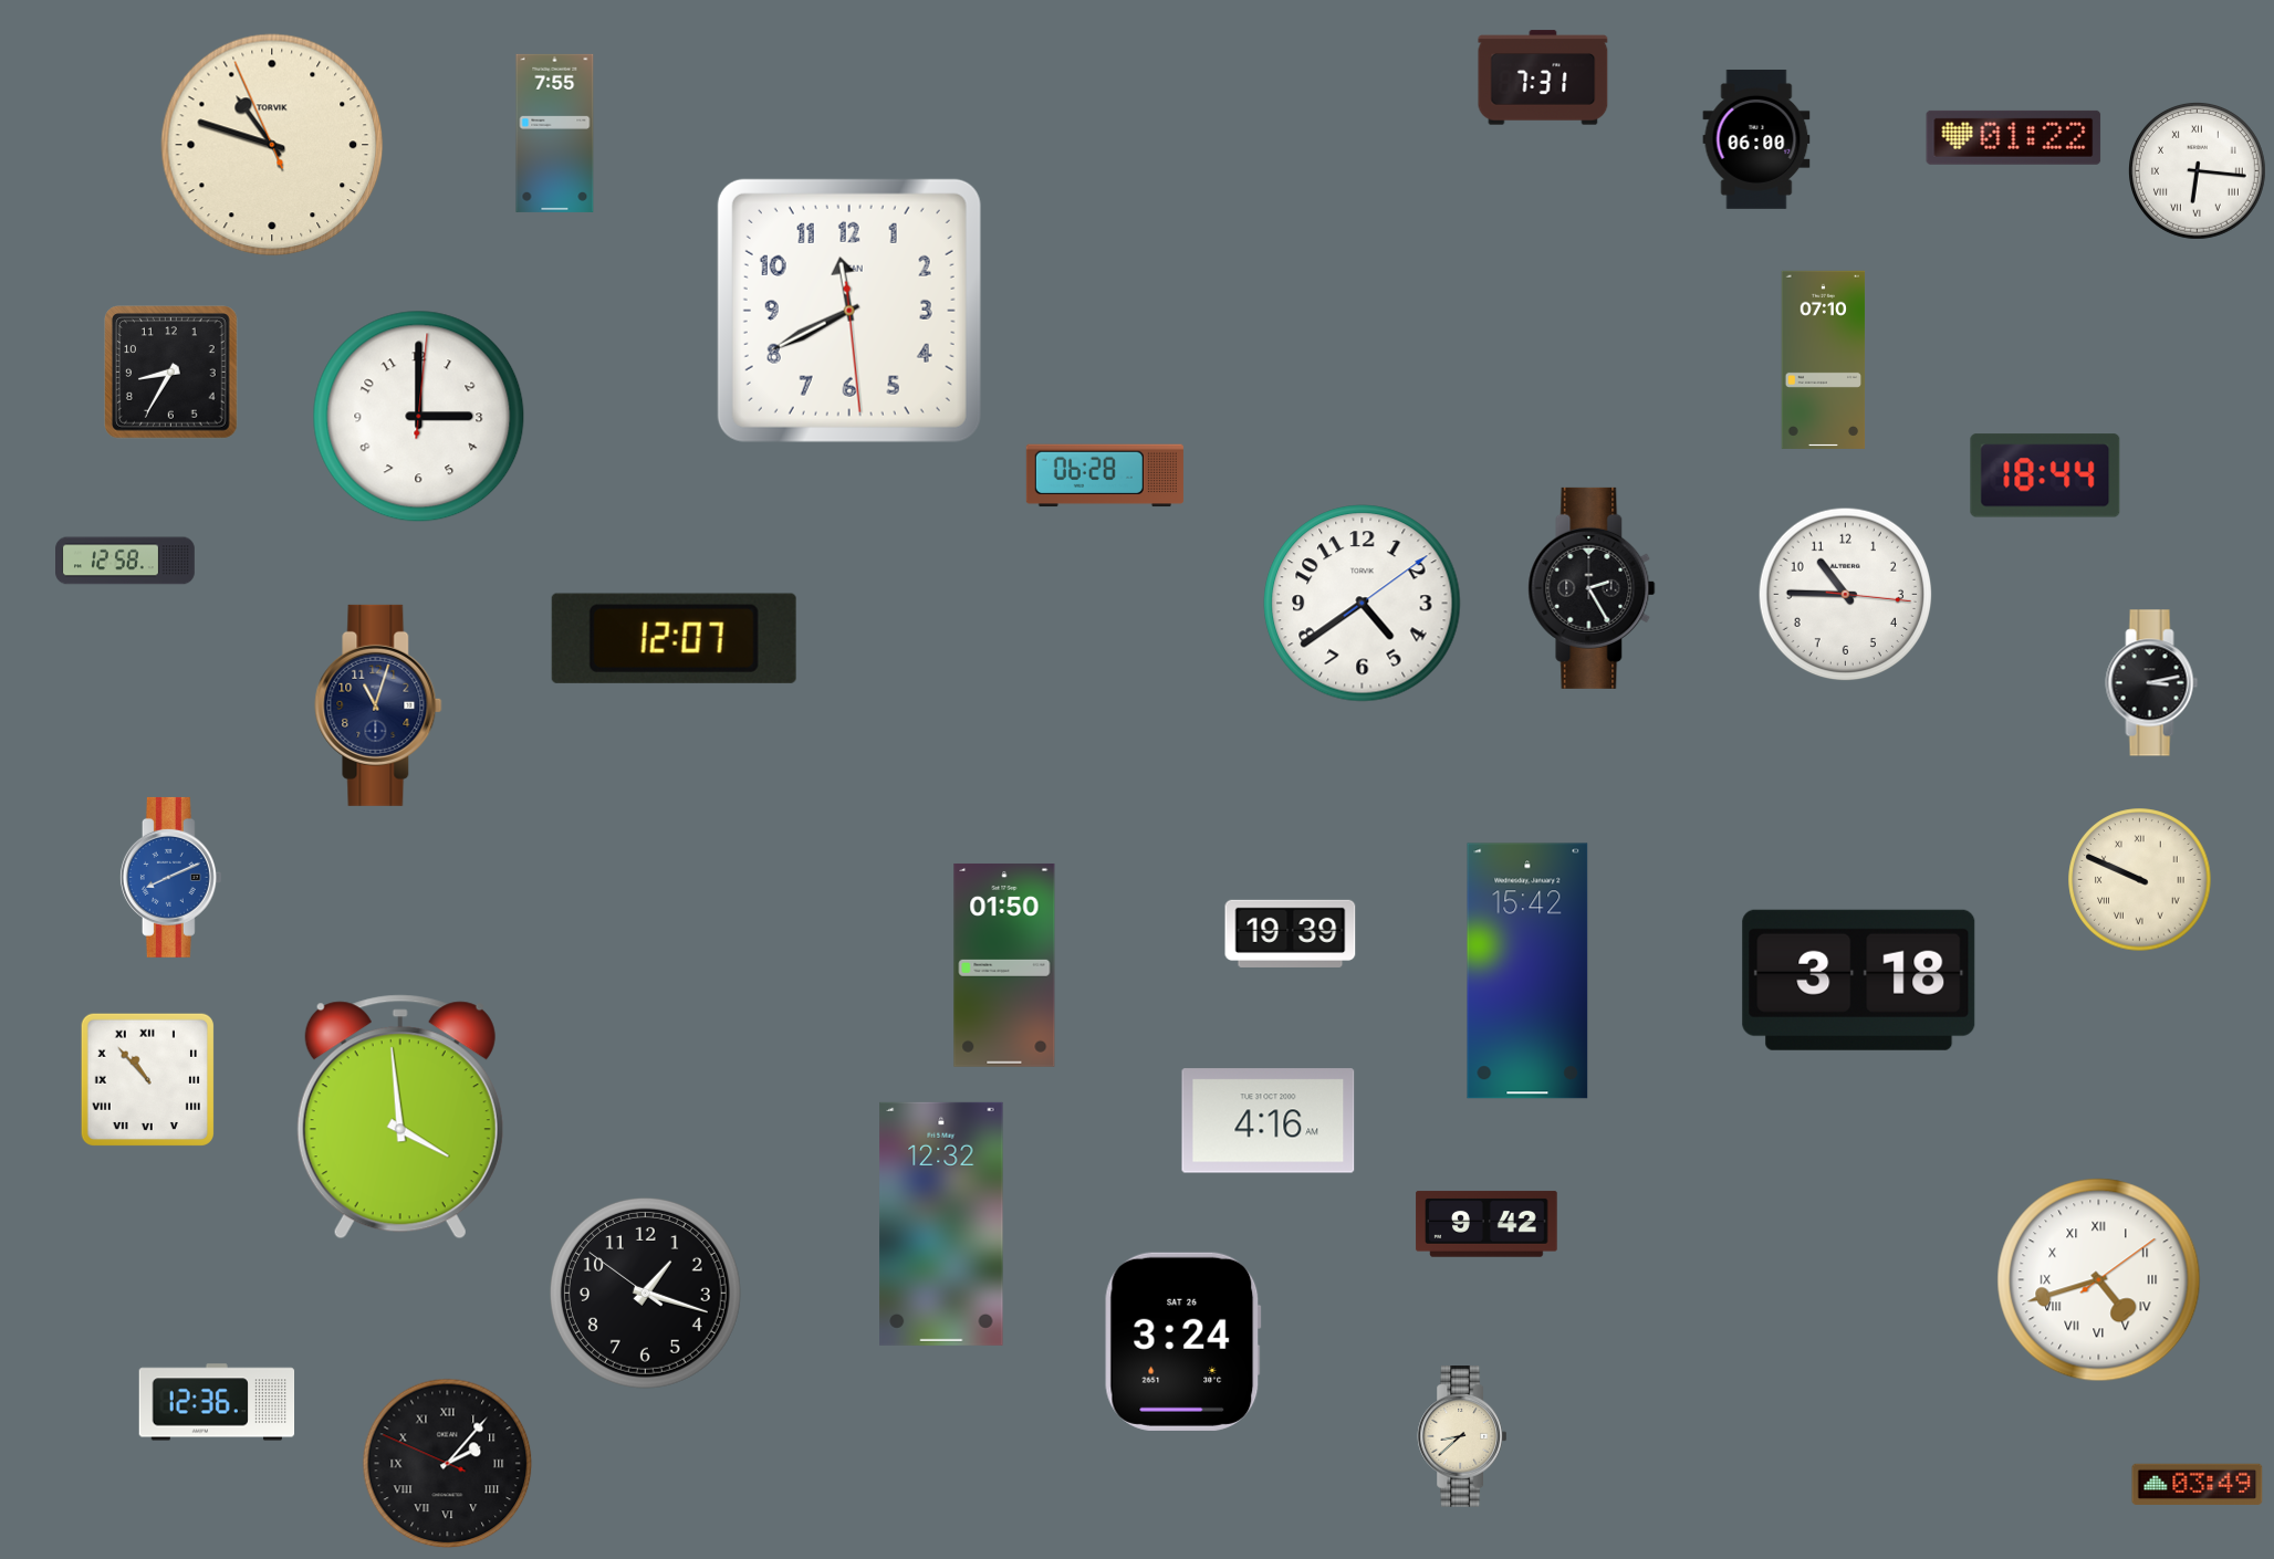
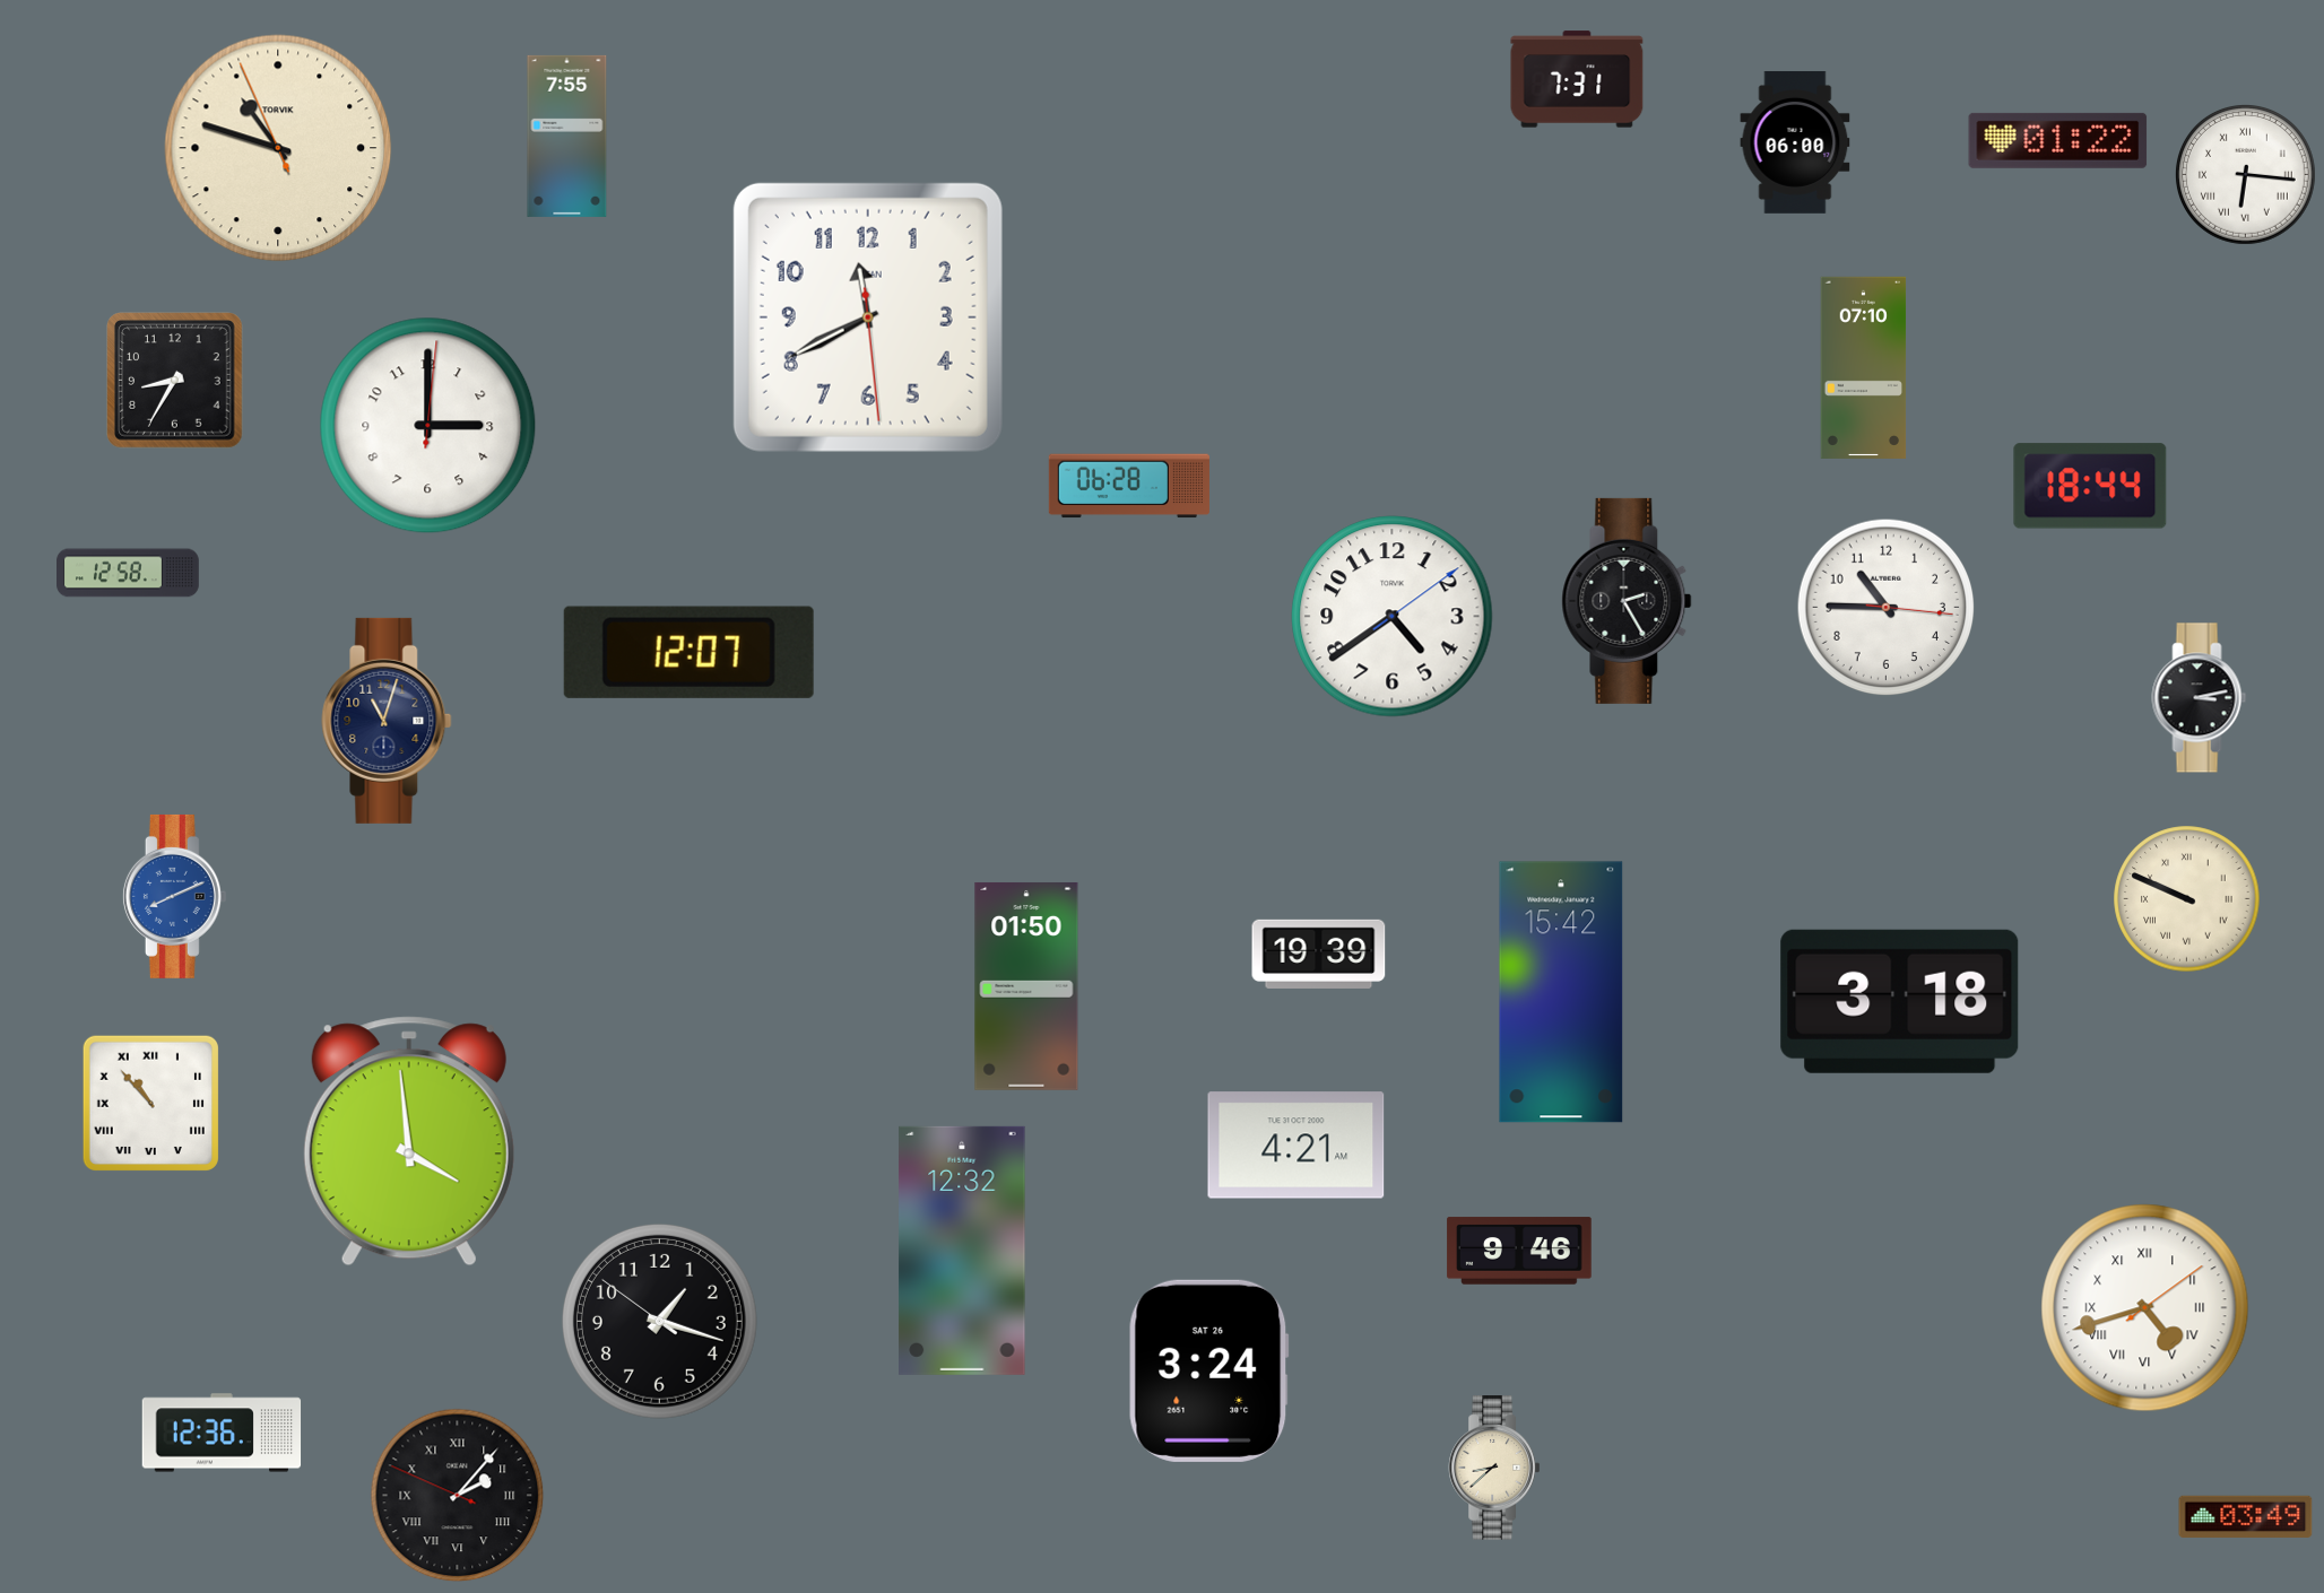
clock at (1269, 1121): 4:16 -> 4:21
clock at (1487, 1224): 9:42 -> 9:46
